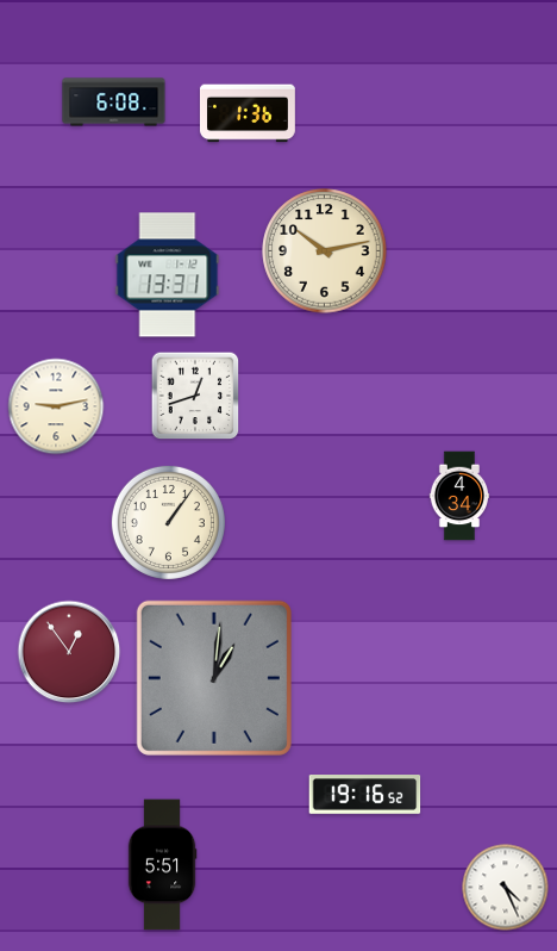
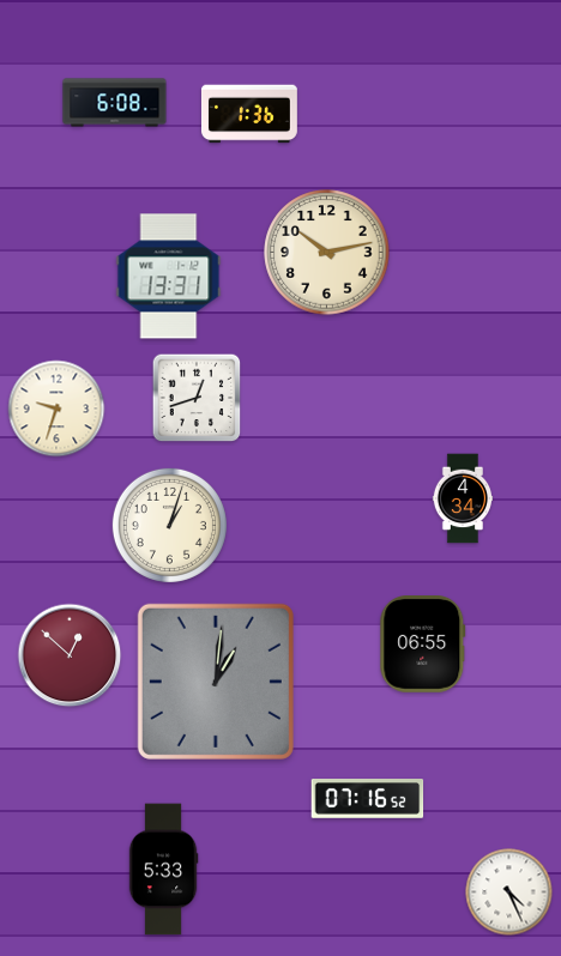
clock at (56, 406): 9:13 -> 9:33
clock at (168, 522): 1:06 -> 1:03
clock at (423, 645): none -> 06:55
clock at (69, 652): 12:54 -> 12:52
clock at (365, 795): 19:16 -> 07:16
clock at (162, 865): 5:51 -> 5:33
